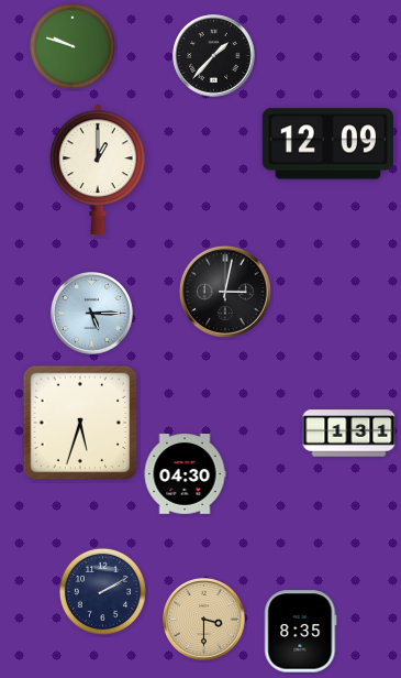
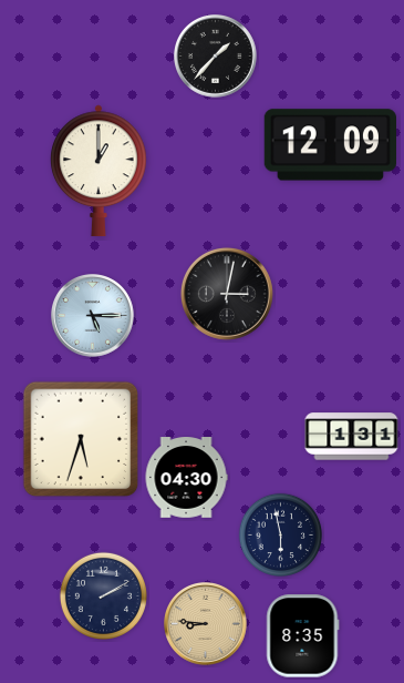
clock at (73, 46): 9:48 -> none
clock at (80, 423) position: (80, 423) -> (81, 439)
clock at (280, 534): none -> 5:58
clock at (204, 620): 3:30 -> 8:46
